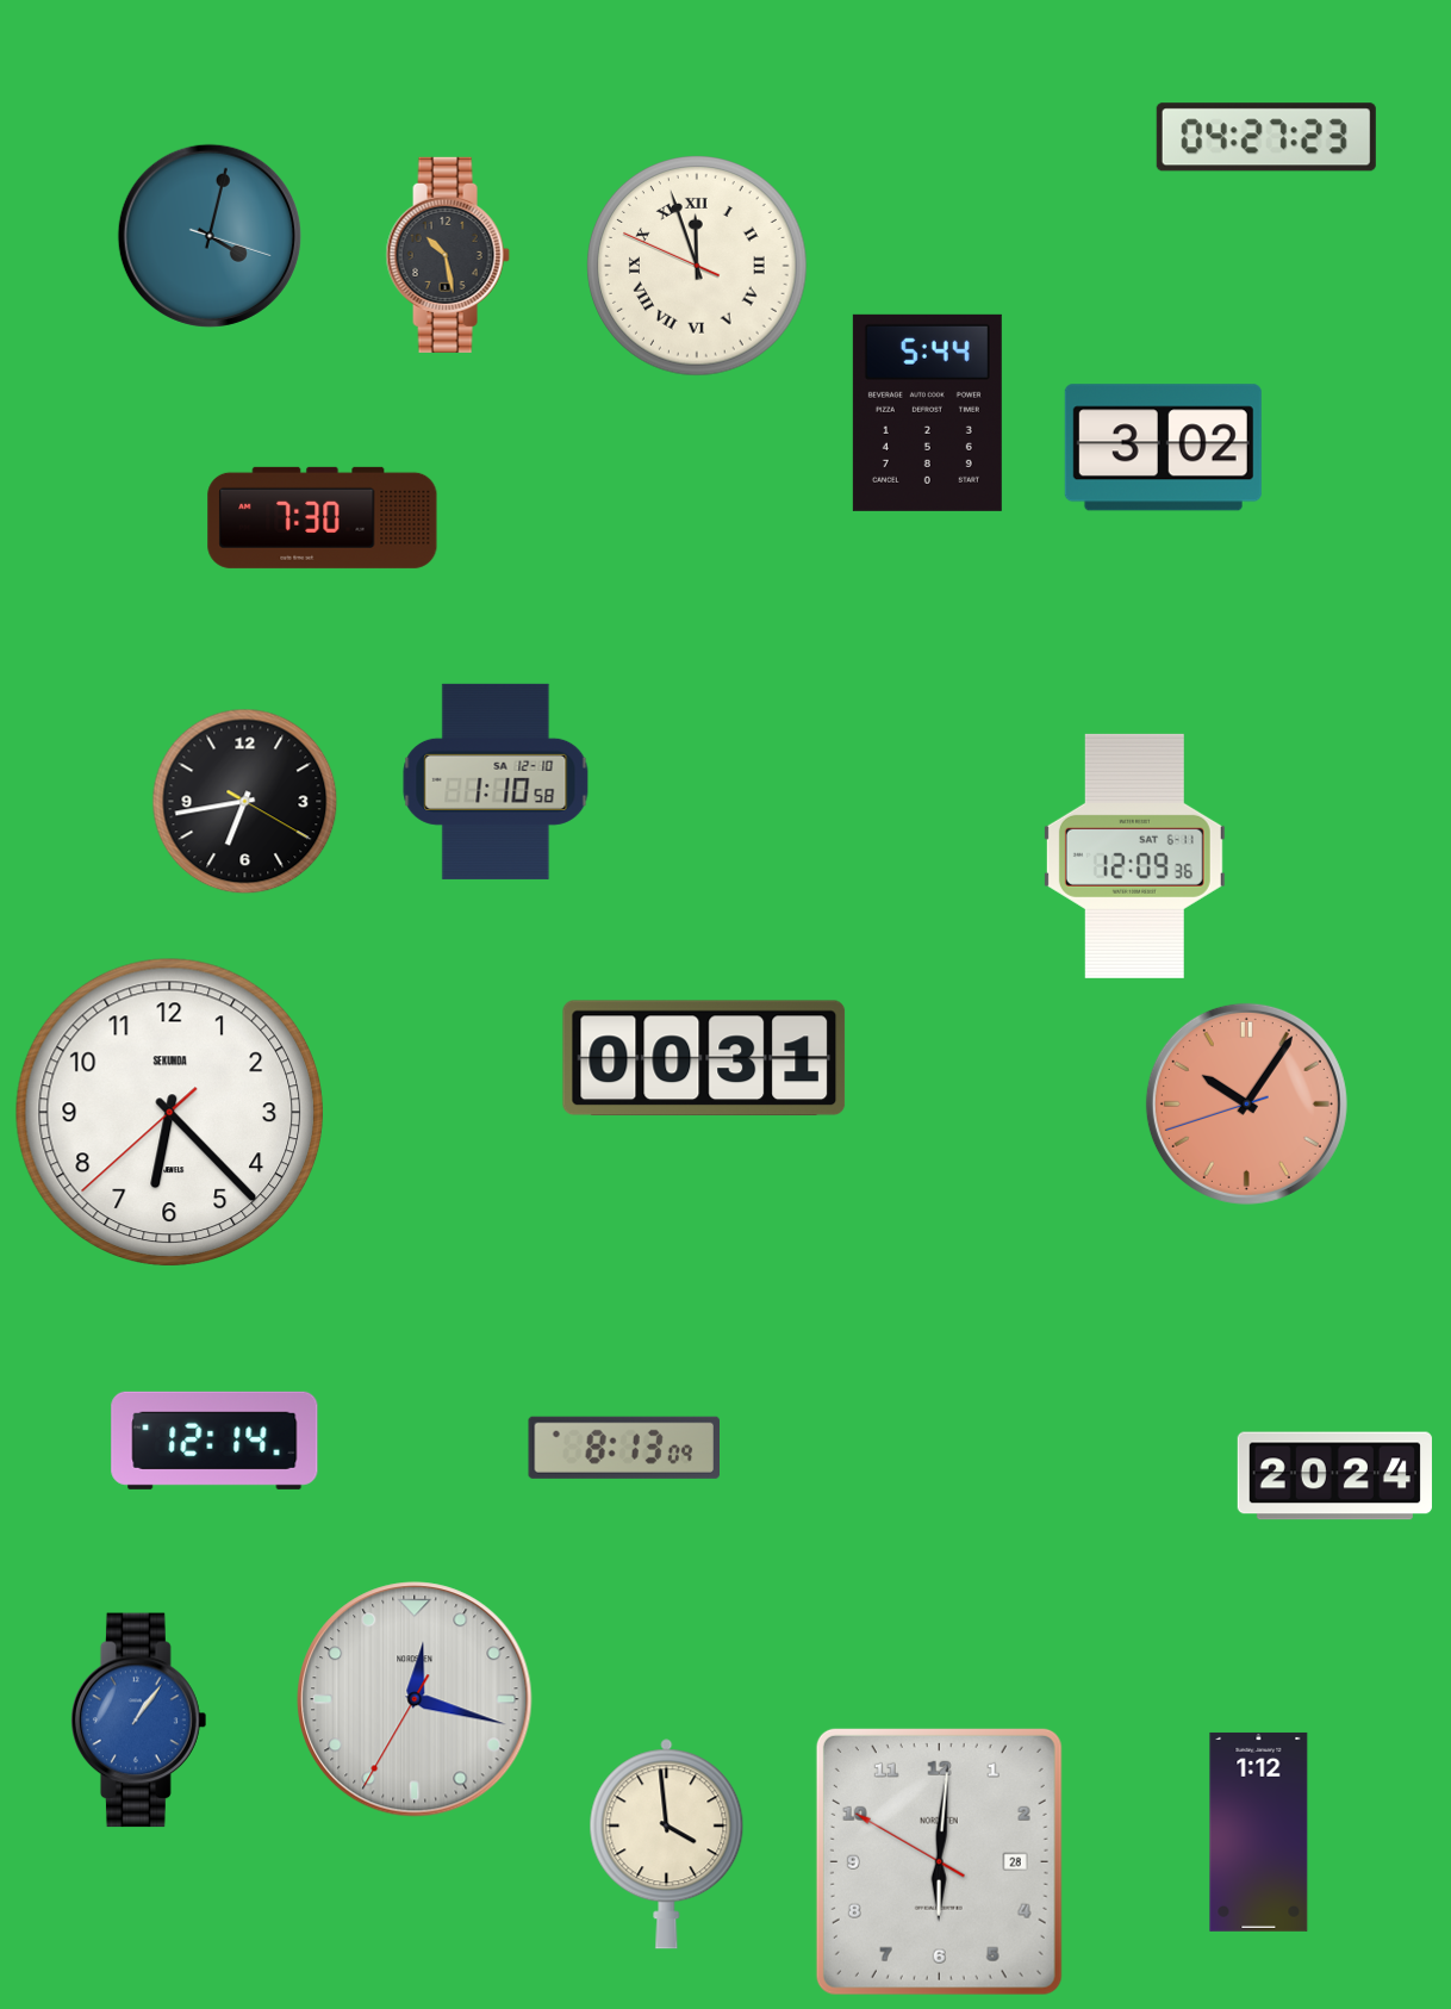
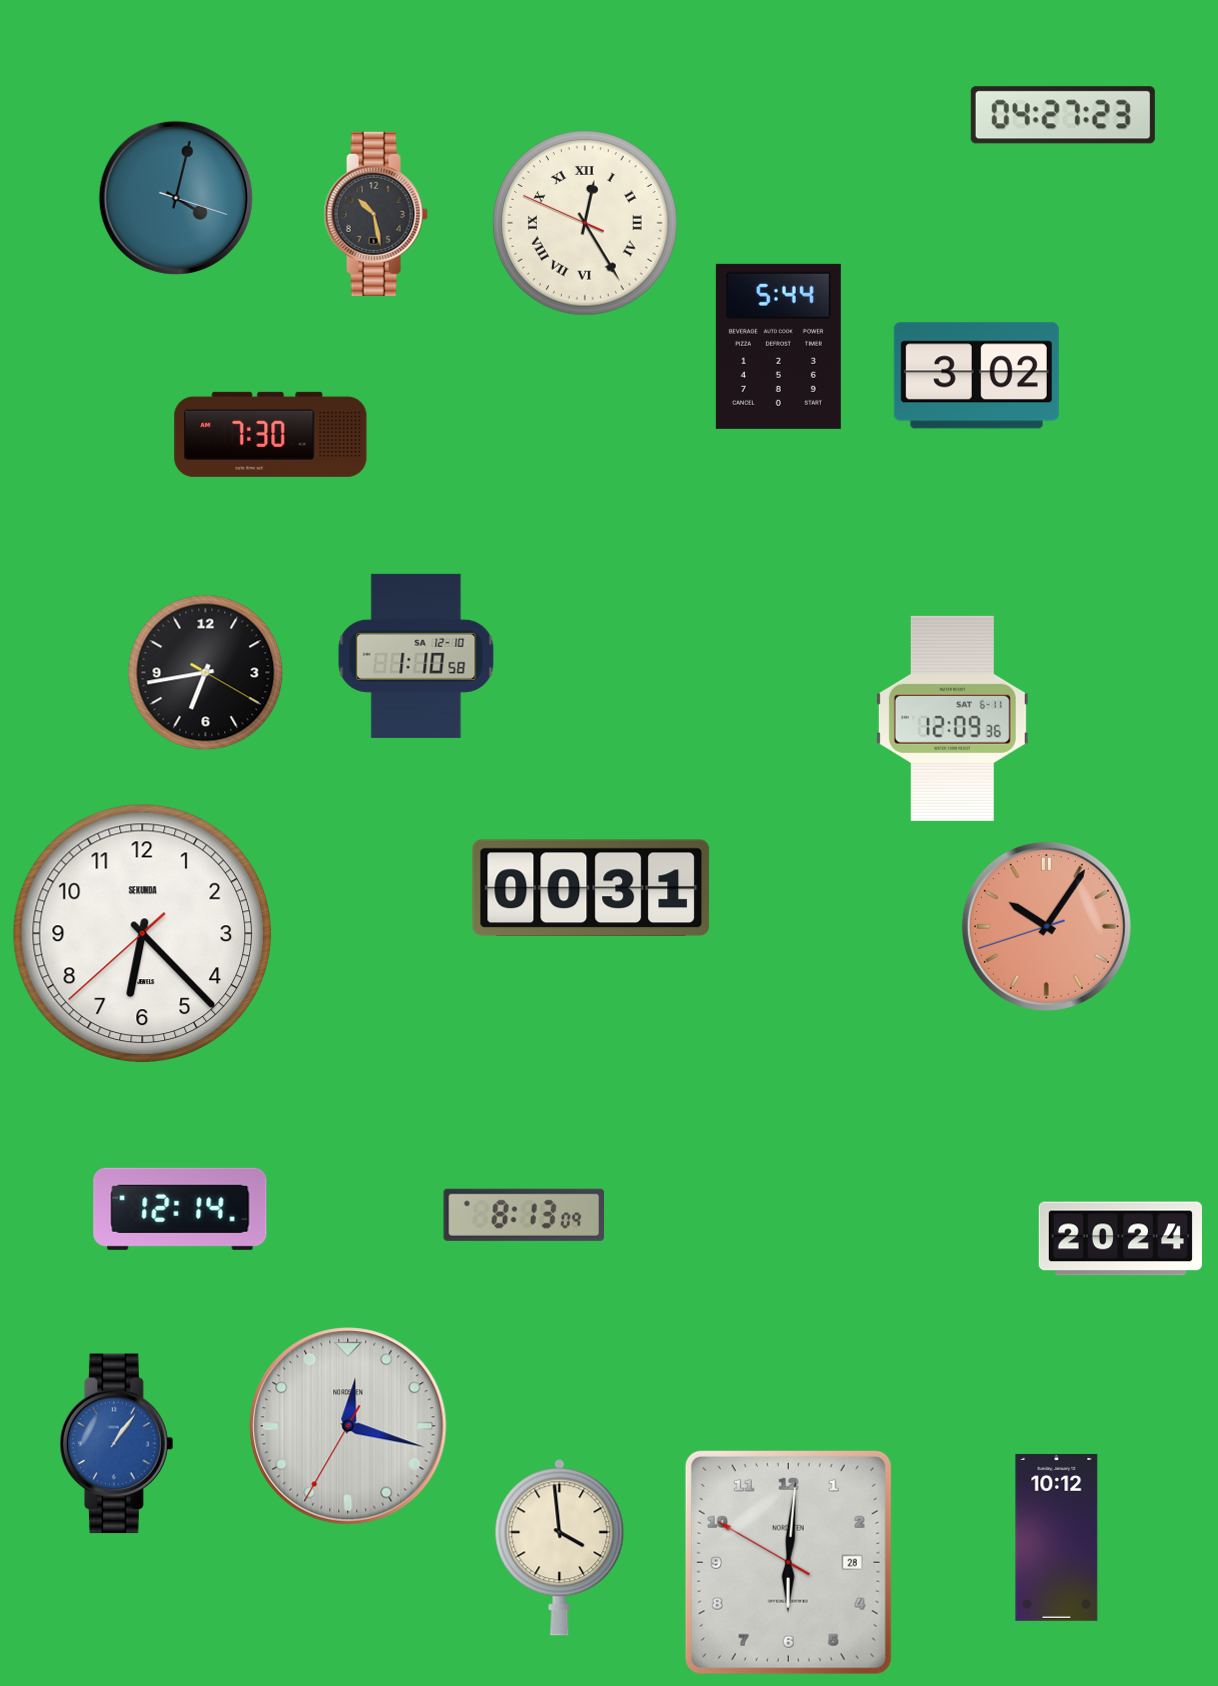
clock at (697, 266): 11:56 -> 12:24
clock at (1259, 1831): 1:12 -> 10:12
